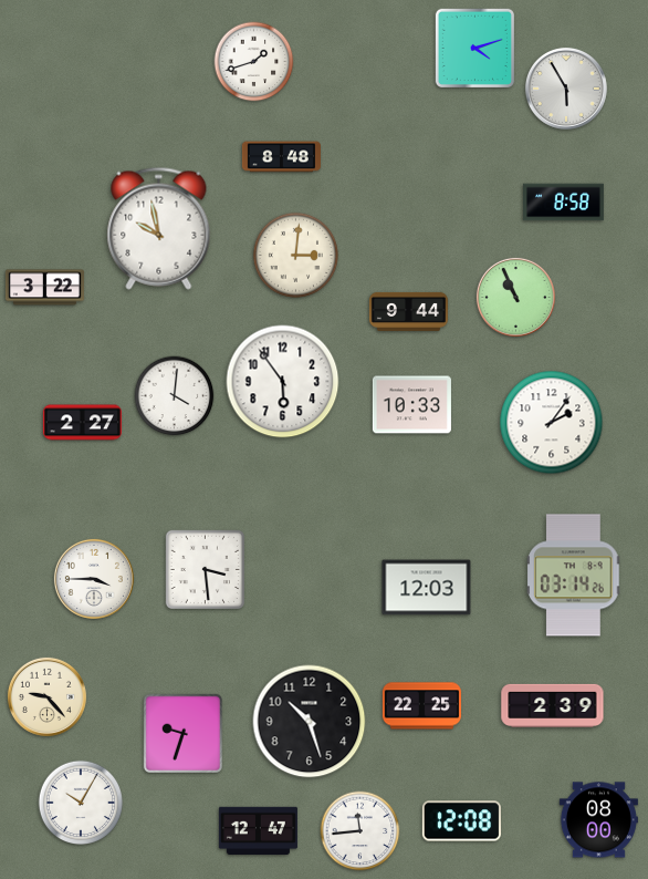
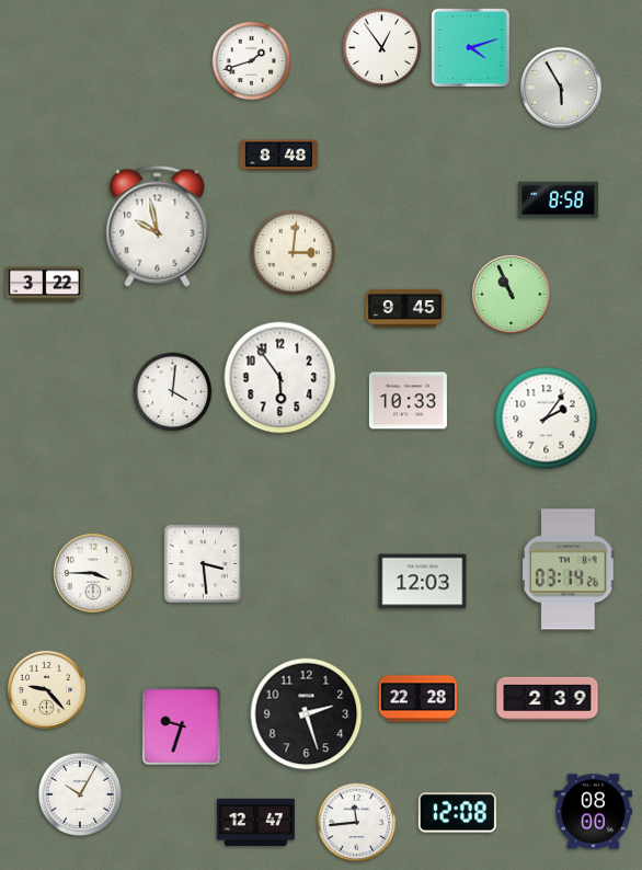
clock at (382, 48): none -> 12:54
clock at (408, 311): 9:44 -> 9:45
clock at (82, 423): 2:27 -> none
clock at (421, 706): 22:25 -> 22:28
clock at (310, 722): 10:27 -> 2:27
